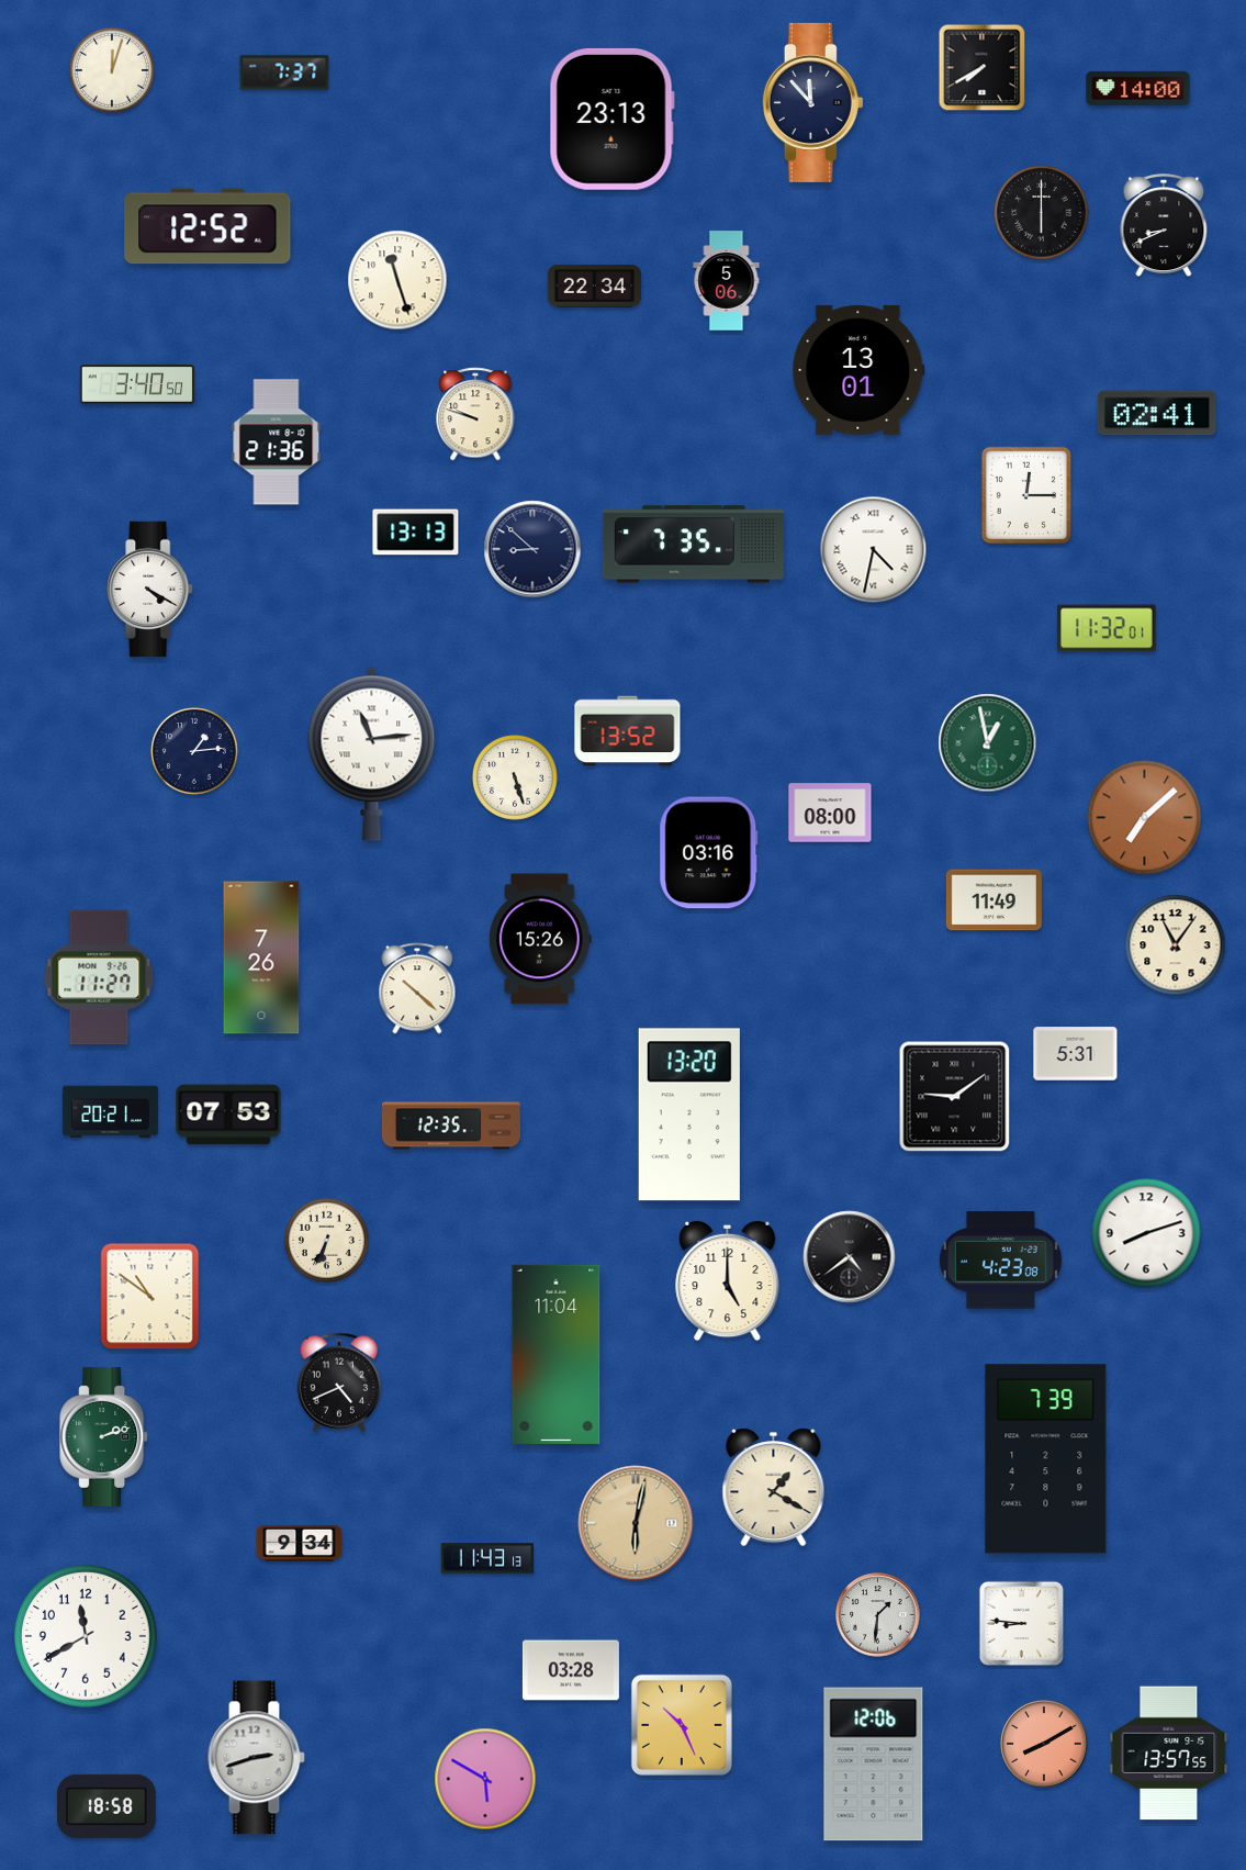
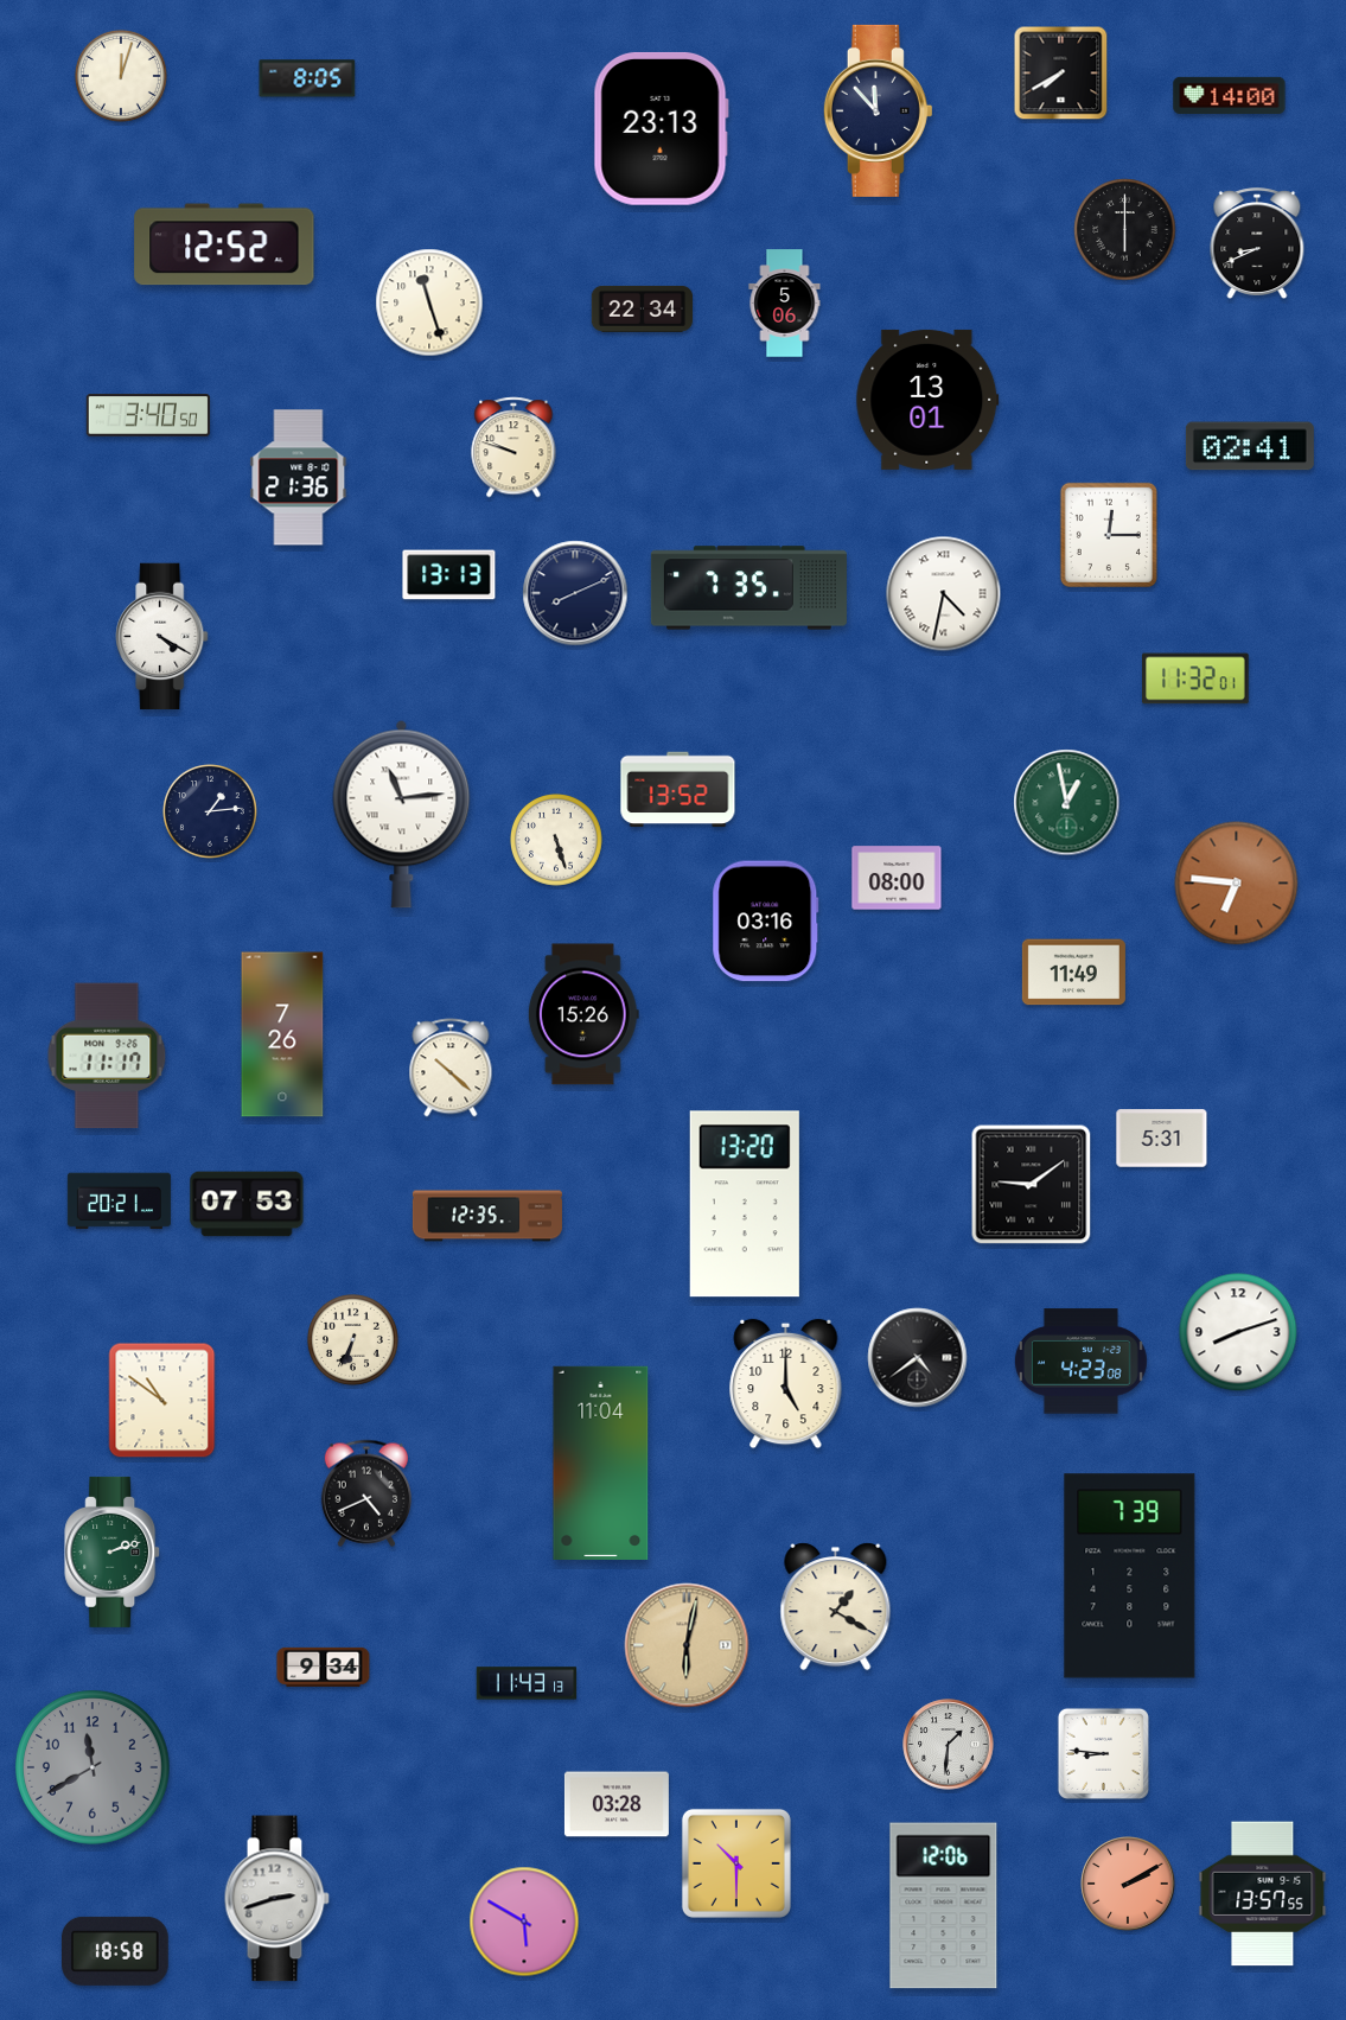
clock at (284, 72): 7:37 -> 8:05
clock at (532, 549): 8:52 -> 8:11
clock at (1145, 818): 7:08 -> 6:46
clock at (1176, 945): 11:06 -> none
clock at (99, 977): 11:27 -> 11:17
clock at (87, 1637) dial: white -> grey
clock at (682, 1725): 10:26 -> 10:30
clock at (1044, 1744): 8:10 -> 2:10
